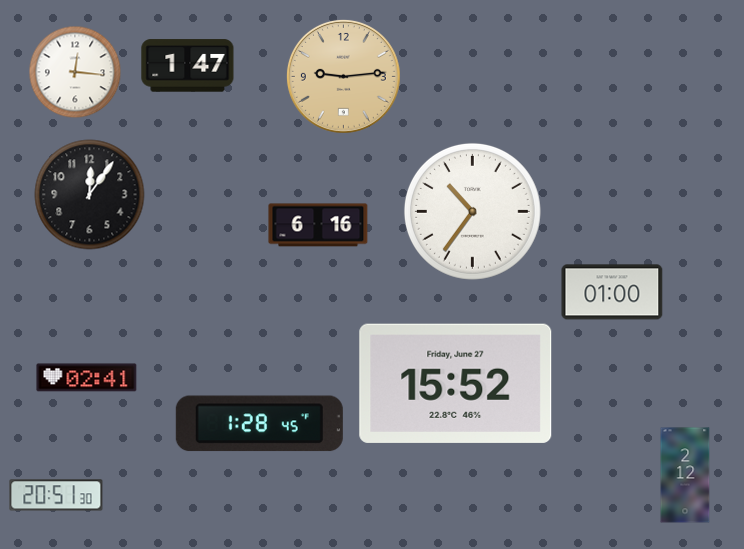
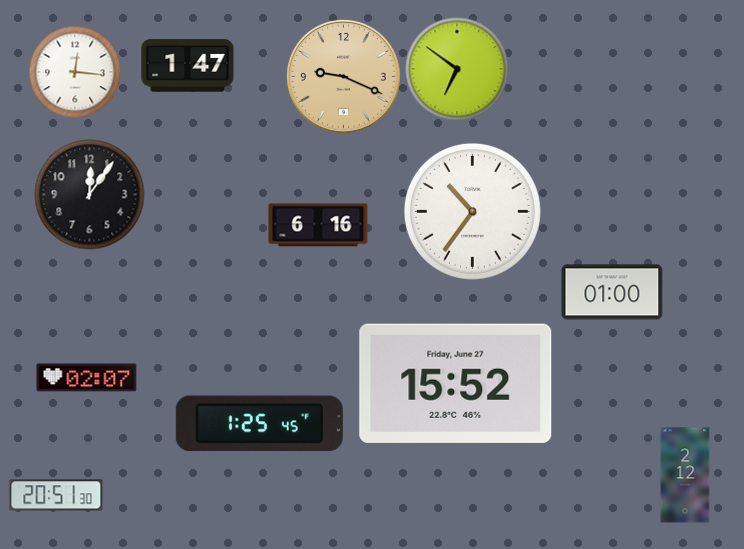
clock at (457, 69): none -> 6:51
clock at (343, 76): 9:14 -> 9:19
clock at (87, 378): 02:41 -> 02:07
clock at (259, 424): 1:28 -> 1:25
